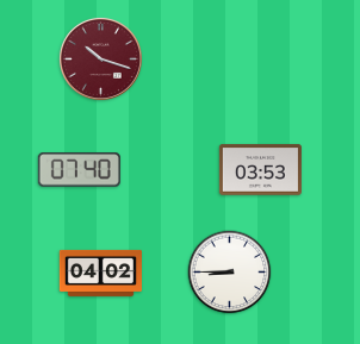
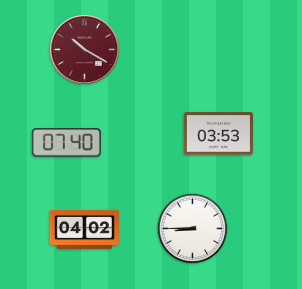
clock at (100, 58): 10:18 -> 10:20
clock at (260, 170) position: (260, 170) -> (218, 134)
